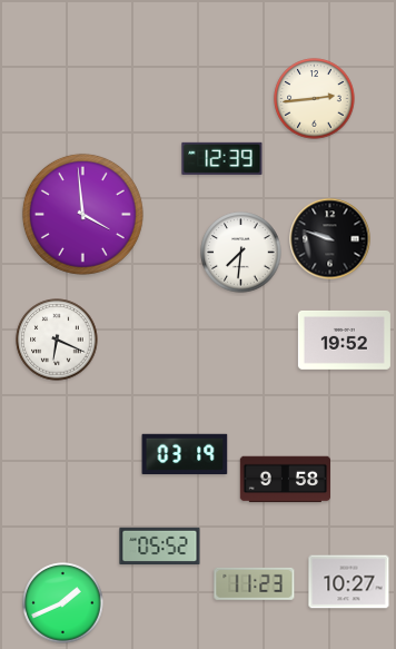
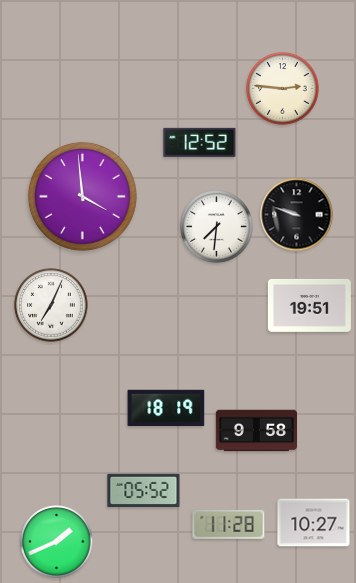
clock at (315, 99): 2:44 -> 2:46
clock at (222, 158): 12:39 -> 12:52
clock at (82, 214) position: (82, 214) -> (82, 196)
clock at (57, 340): 6:19 -> 7:04
clock at (344, 340): 19:52 -> 19:51
clock at (185, 454): 03:19 -> 18:19
clock at (255, 583): 11:23 -> 11:28
